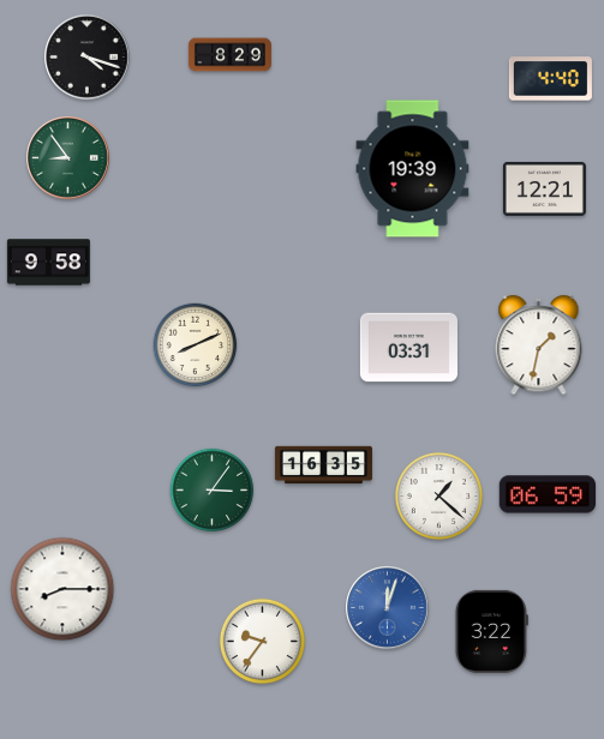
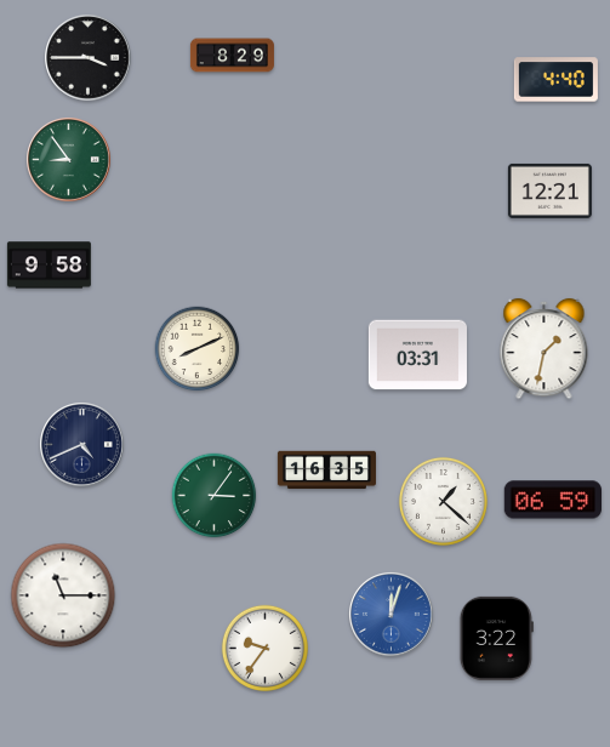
clock at (88, 58): 4:18 -> 3:45
clock at (413, 169): 19:39 -> none
clock at (408, 348) position: (408, 348) -> (417, 355)
clock at (82, 445): none -> 4:41
clock at (62, 589): 8:15 -> 11:15
